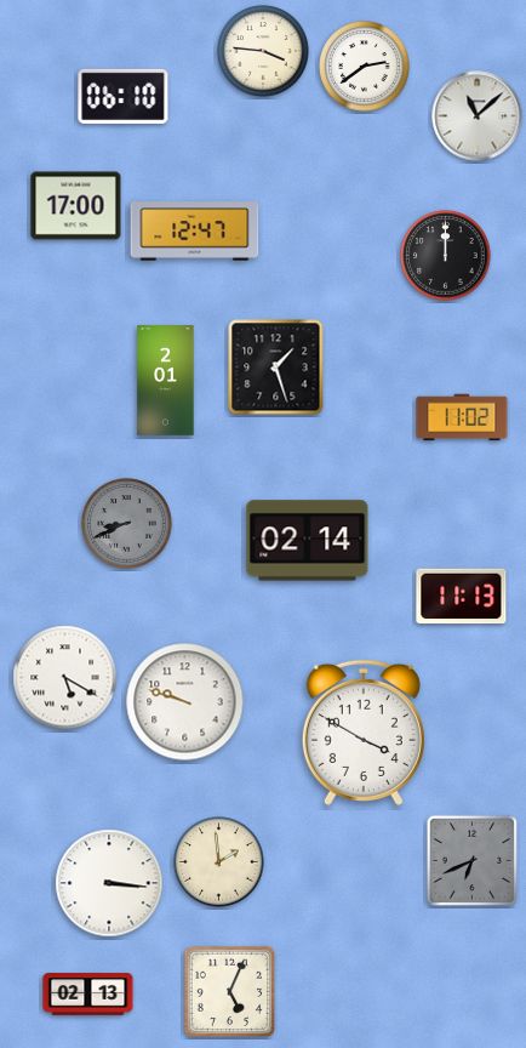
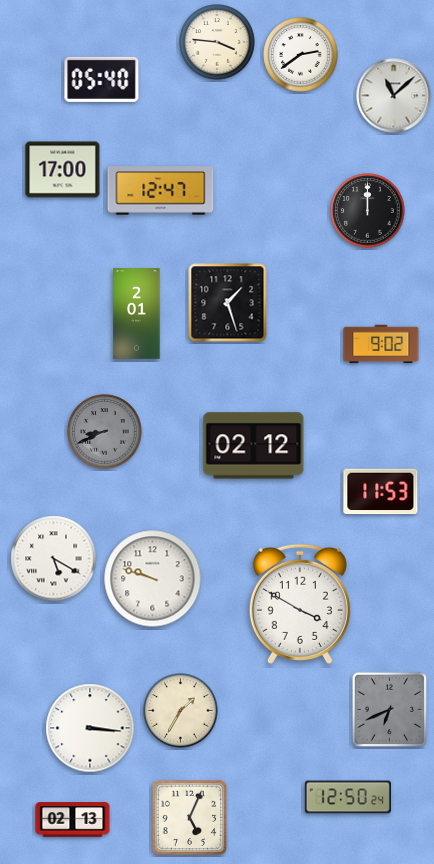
clock at (124, 96): 06:10 -> 05:40
clock at (462, 417): 11:02 -> 9:02
clock at (308, 541): 02:14 -> 02:12
clock at (462, 597): 11:13 -> 11:53
clock at (219, 862): 1:59 -> 1:35
clock at (348, 797): none -> 12:50
